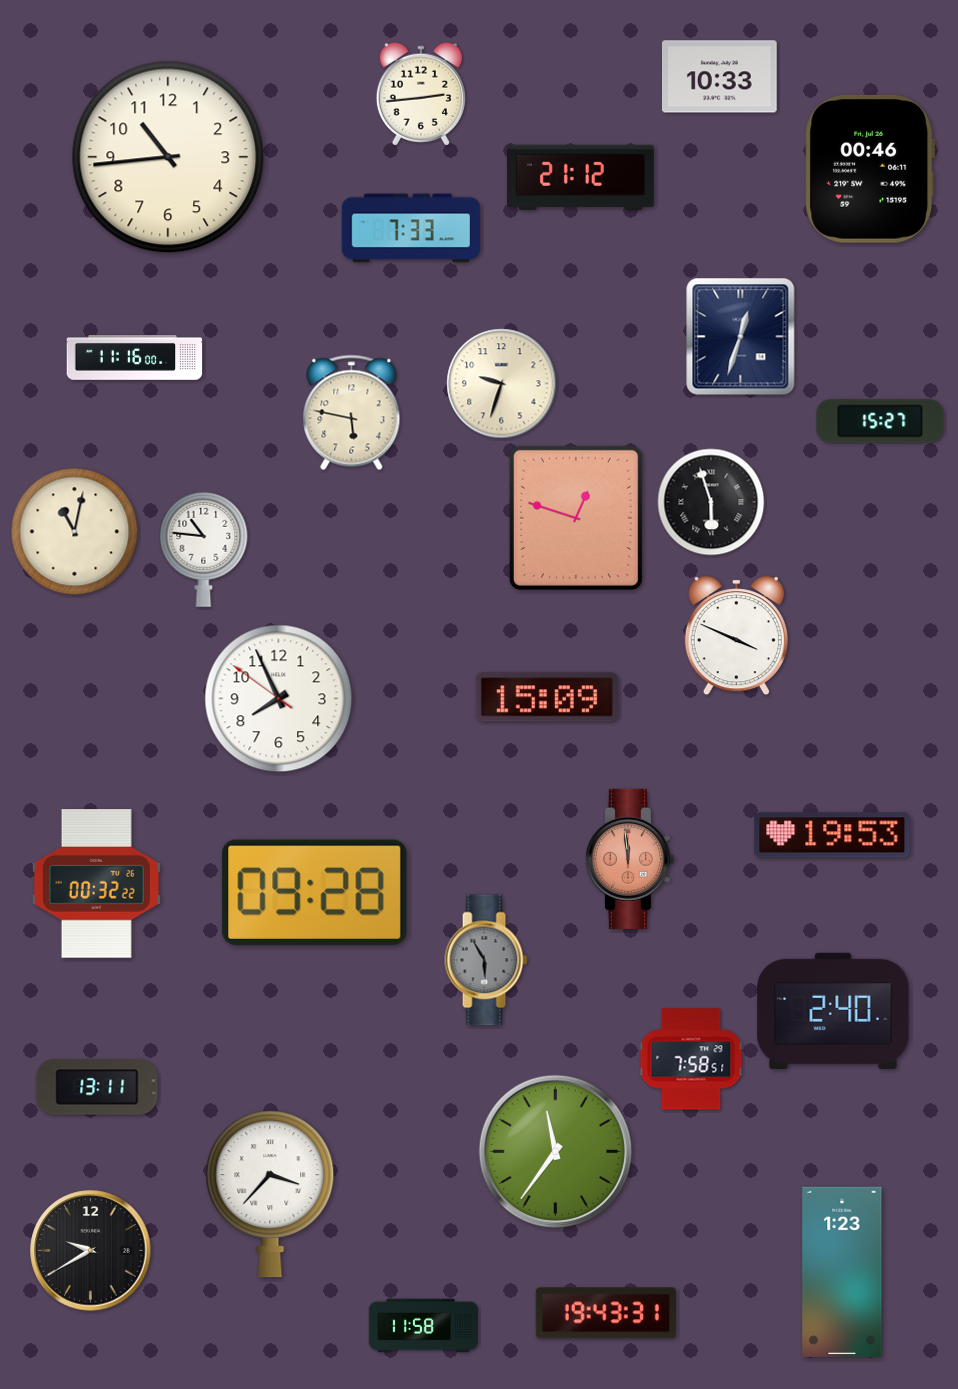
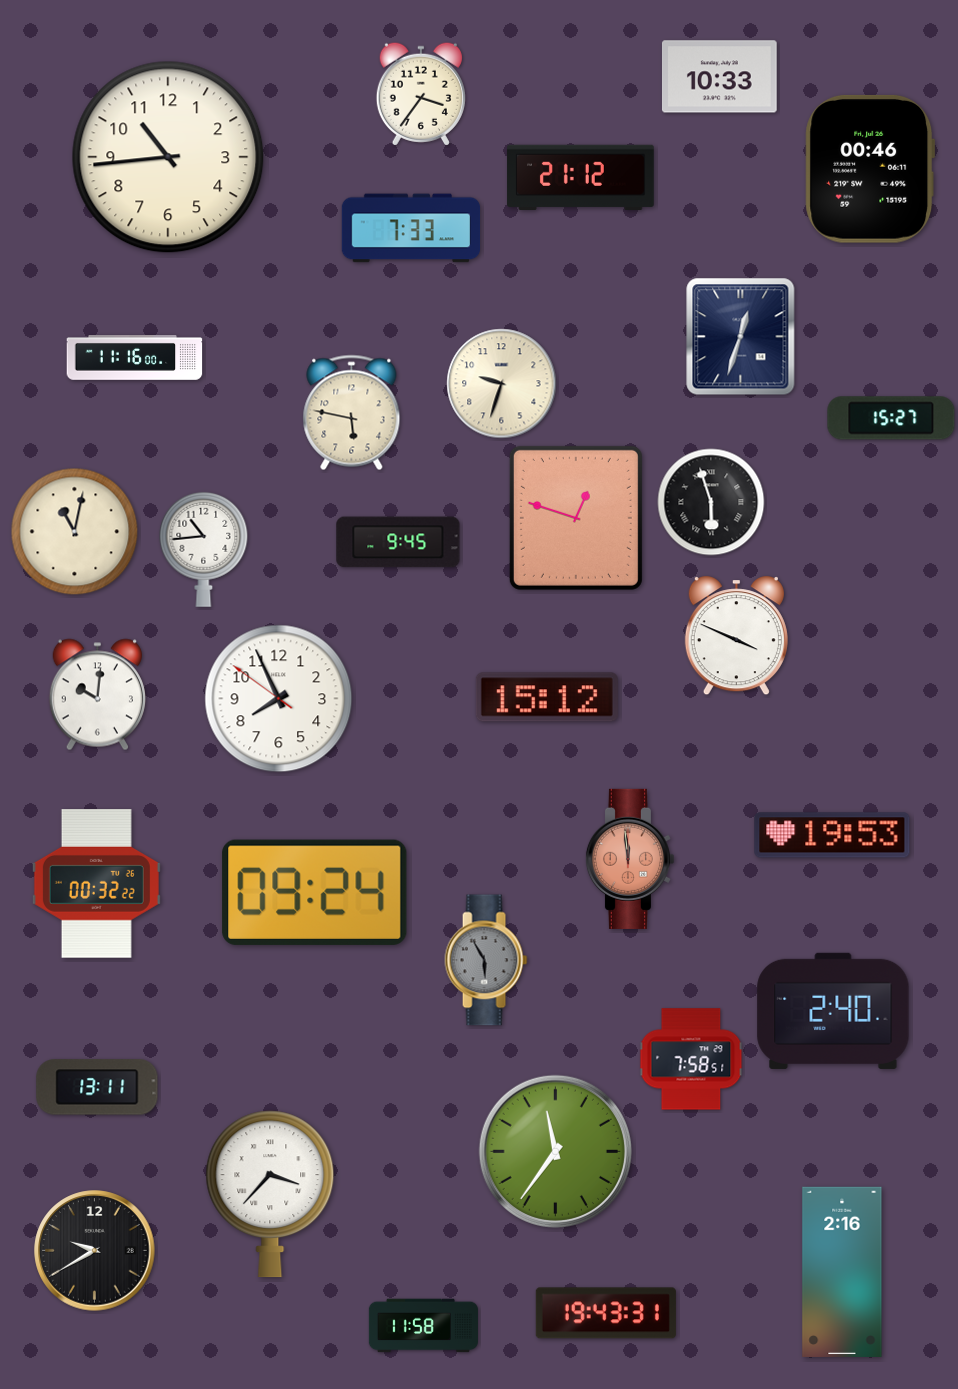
clock at (421, 94): 2:44 -> 3:36
clock at (880, 421) position: (880, 421) -> (891, 418)
clock at (398, 542): none -> 9:45
clock at (204, 549): 10:46 -> 10:44
clock at (97, 695): none -> 10:01
clock at (547, 697): 15:09 -> 15:12
clock at (315, 892): 09:28 -> 09:24
clock at (91, 1251) position: (91, 1251) -> (95, 1251)
clock at (842, 1272): 1:23 -> 2:16
